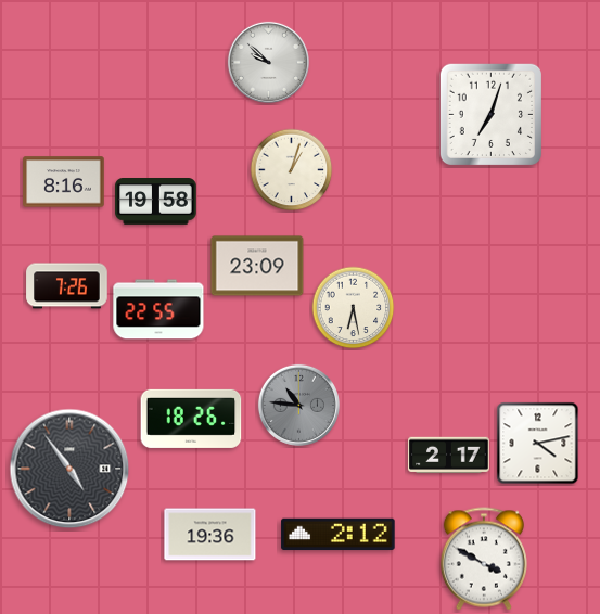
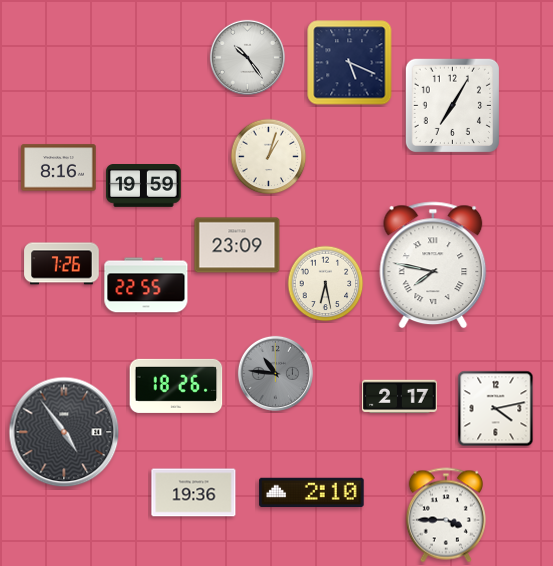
clock at (268, 62): 9:52 -> 10:24
clock at (350, 63): none -> 5:19
clock at (490, 114): 7:03 -> 7:05
clock at (156, 202): 19:58 -> 19:59
clock at (433, 265): none -> 7:47
clock at (449, 456) position: (449, 456) -> (400, 397)
clock at (339, 535): 2:12 -> 2:10
clock at (484, 559): 3:50 -> 3:45
